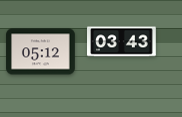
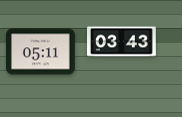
clock at (41, 52): 05:12 -> 05:11
